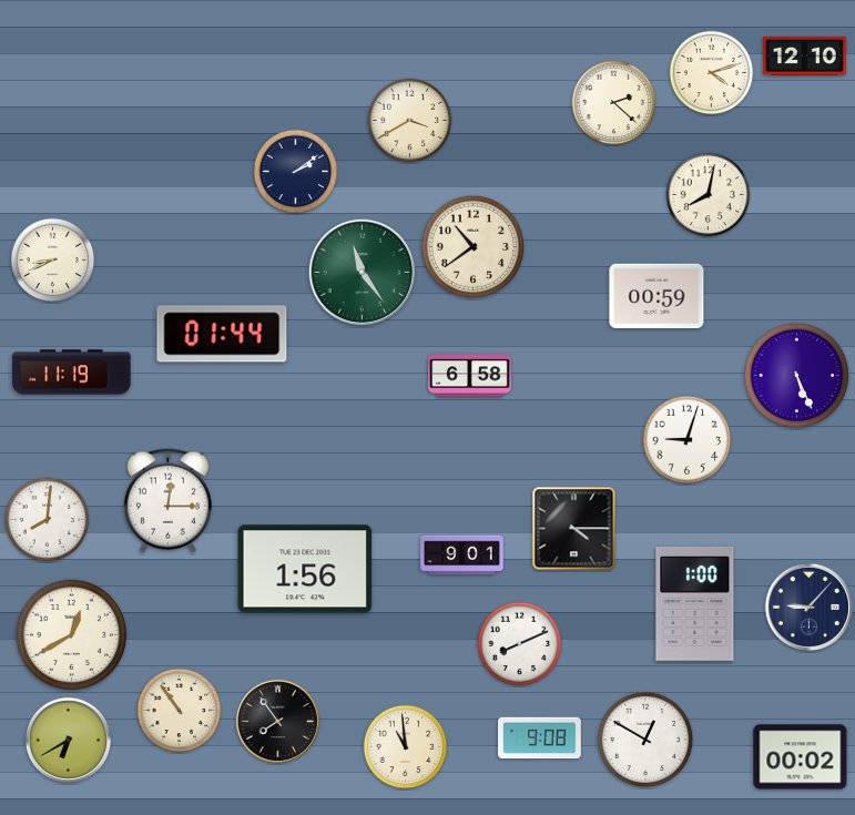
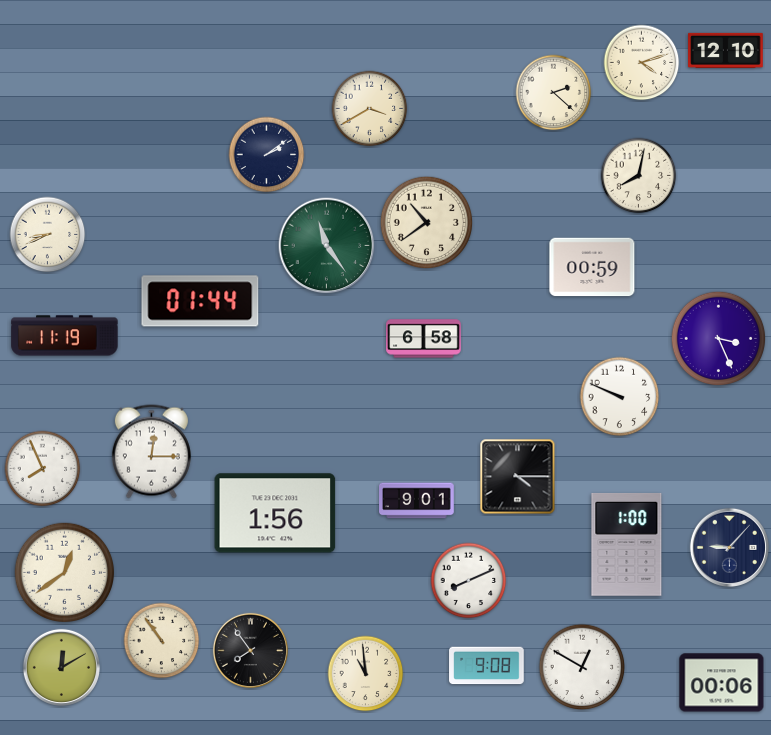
clock at (712, 73) position: (712, 73) -> (642, 63)
clock at (797, 376): 5:26 -> 3:26
clock at (688, 440): 9:03 -> 9:49
clock at (48, 520): 8:01 -> 7:56
clock at (71, 634): 12:40 -> 12:39
clock at (68, 740): 6:40 -> 12:10
clock at (801, 757): 00:02 -> 00:06
